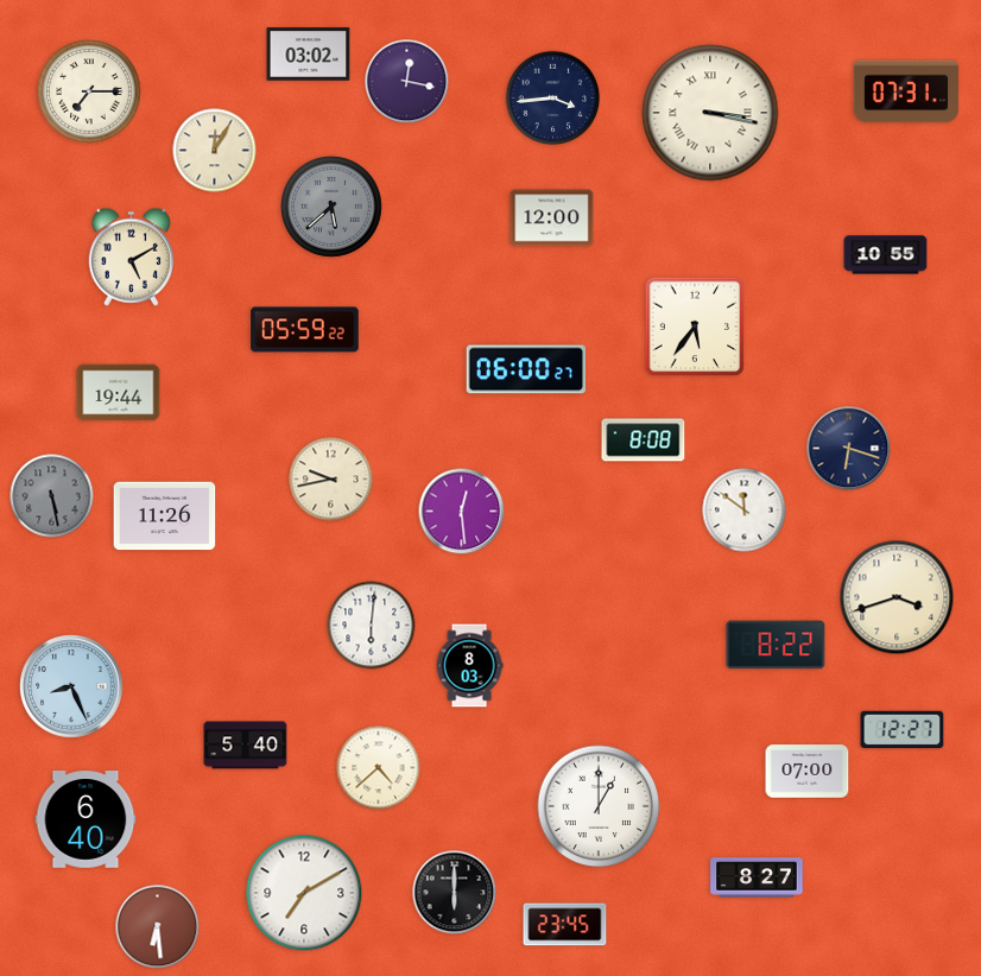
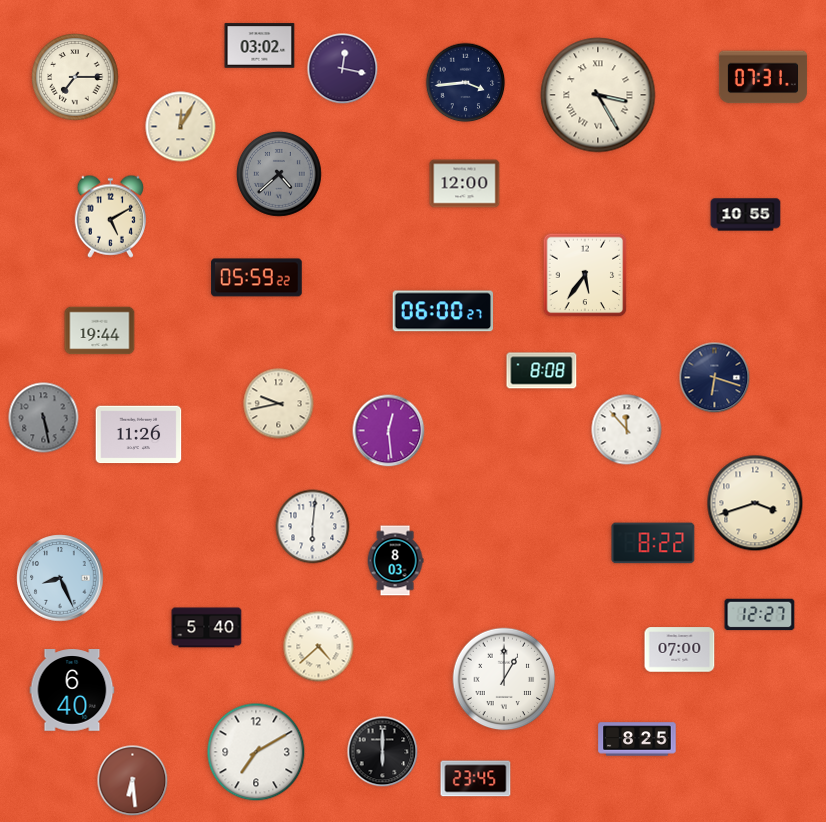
clock at (710, 113): 3:17 -> 3:25
clock at (331, 207): 5:38 -> 4:38
clock at (745, 511): 11:51 -> 11:53
clock at (757, 877): 8:27 -> 8:25
